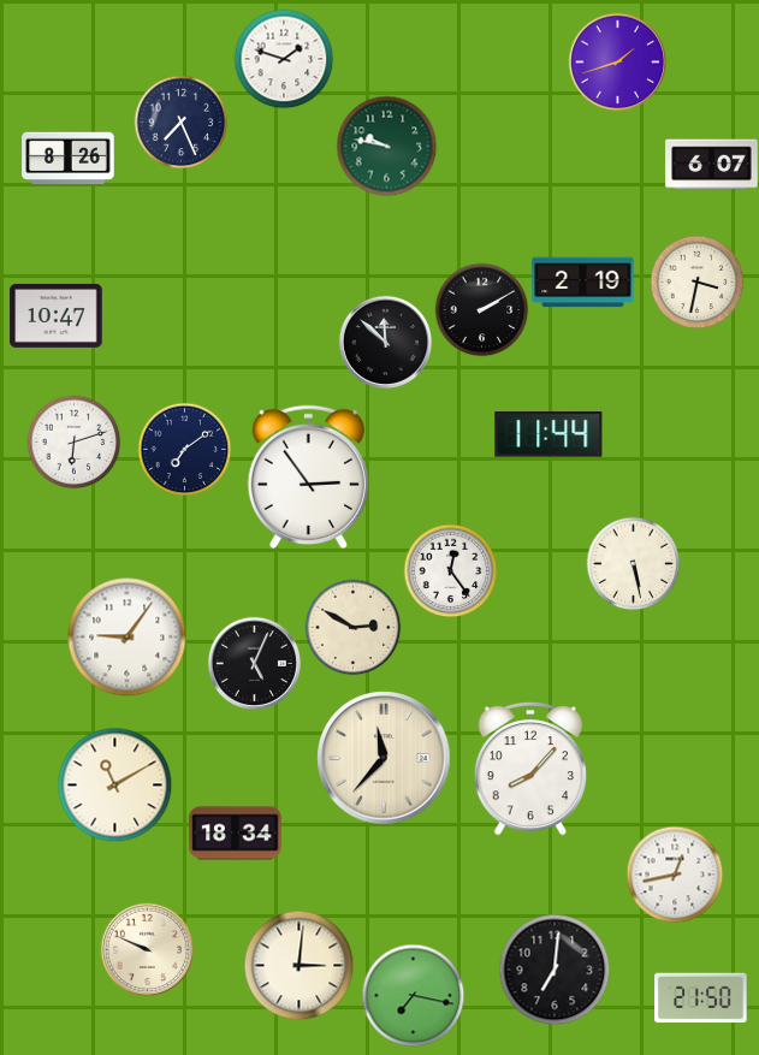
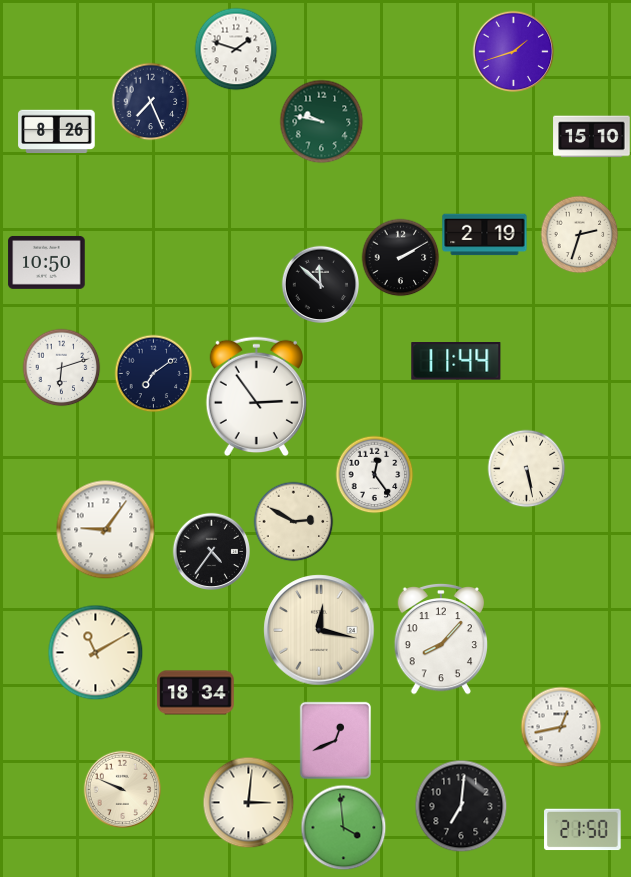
clock at (712, 165): 6:07 -> 15:10
clock at (696, 281): 3:32 -> 2:33
clock at (57, 315): 10:47 -> 10:50
clock at (254, 663): 5:04 -> 4:36
clock at (384, 758): 11:37 -> 12:17
clock at (335, 740): none -> 12:41
clock at (413, 995): 7:17 -> 3:59
